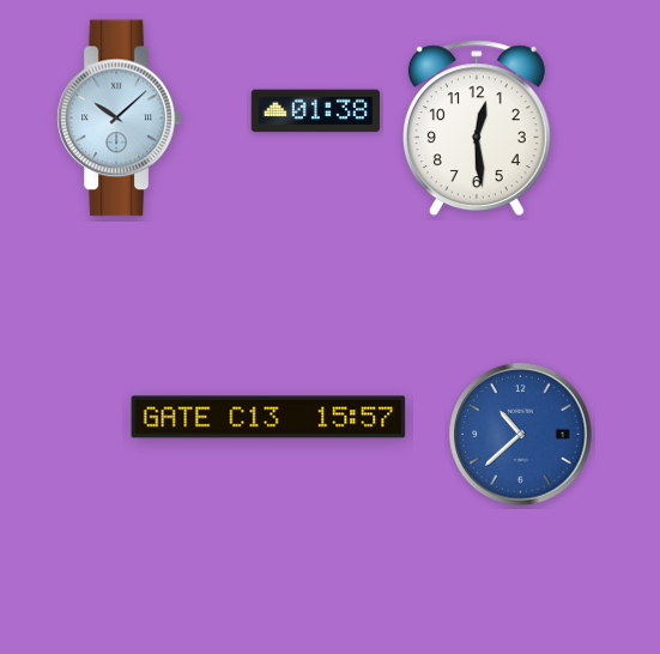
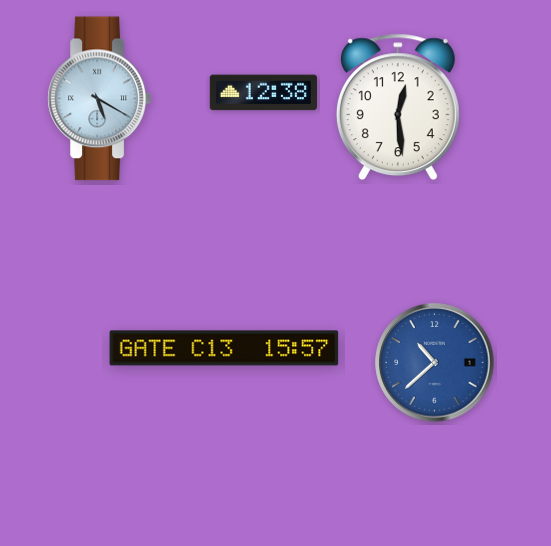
clock at (315, 111): 01:38 -> 12:38
clock at (119, 119): 10:08 -> 5:20
